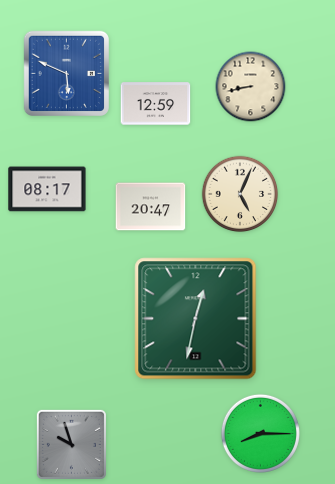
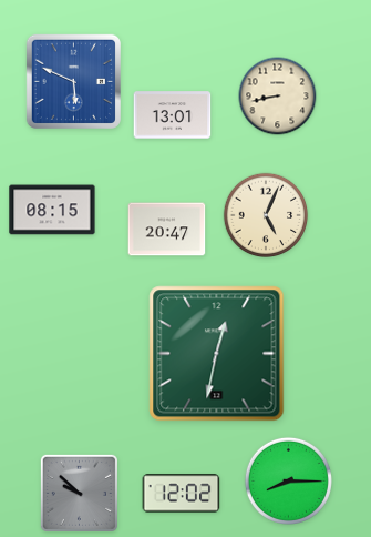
clock at (156, 104): 12:59 -> 13:01
clock at (47, 189): 08:17 -> 08:15
clock at (71, 444): 9:57 -> 9:52
clock at (182, 494): none -> 12:02
